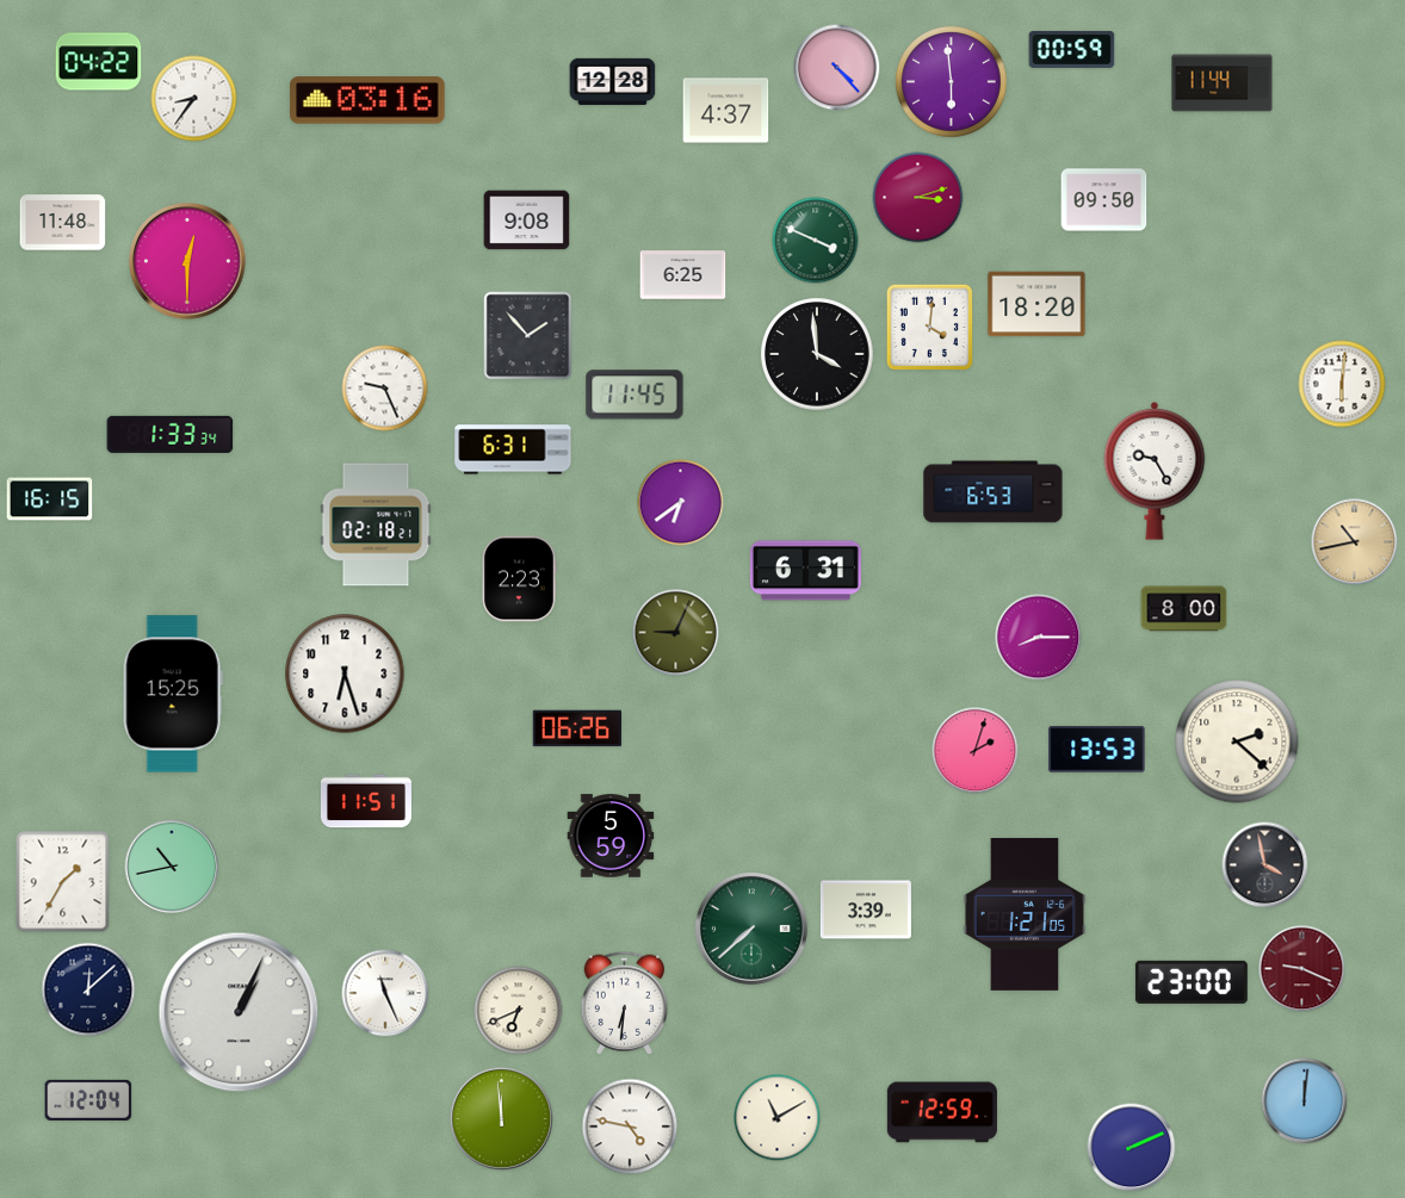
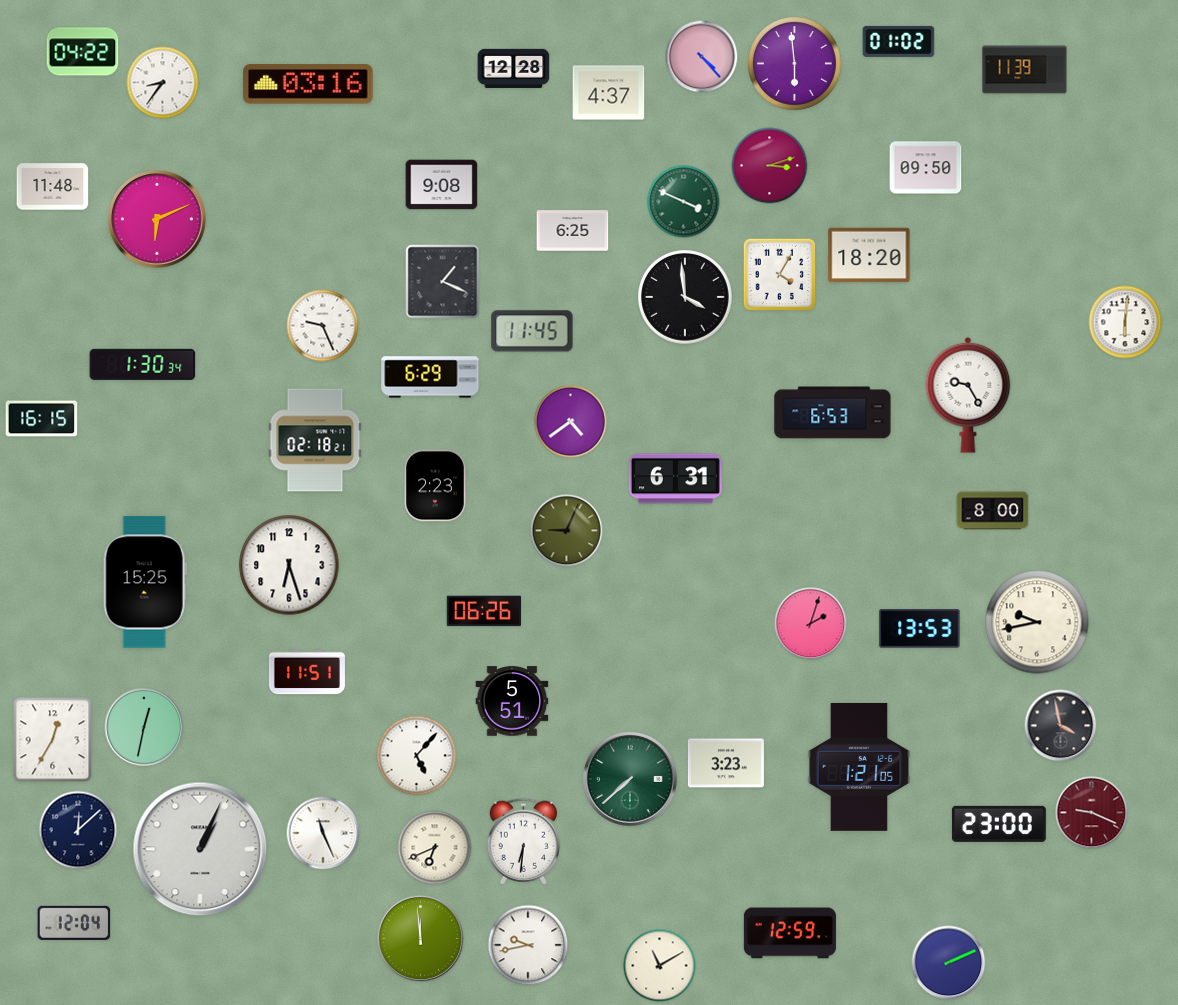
clock at (1072, 49): 00:59 -> 01:02
clock at (952, 82) position: (952, 82) -> (795, 64)
clock at (1223, 83): 11:44 -> 11:39
clock at (187, 261): 12:30 -> 6:11
clock at (930, 328): 4:01 -> 4:05
clock at (528, 336): 1:53 -> 1:19
clock at (171, 434): 1:33 -> 1:30
clock at (513, 449): 6:31 -> 6:29
clock at (681, 503): 6:39 -> 4:39
clock at (1355, 542): 10:43 -> none
clock at (1039, 638): 8:15 -> none
clock at (1237, 741): 2:22 -> 9:43
clock at (976, 751) position: (976, 751) -> (811, 624)
clock at (611, 836): 5:59 -> 5:51
clock at (172, 867): 10:43 -> 12:32
clock at (63, 882): 1:35 -> 12:35
clock at (417, 756): none -> 5:07
clock at (866, 910): 3:39 -> 3:23
clock at (88, 989) position: (88, 989) -> (78, 830)
clock at (1305, 1101): 12:01 -> none
clock at (778, 1118) position: (778, 1118) -> (660, 966)
clock at (630, 1126): 4:47 -> 9:43
